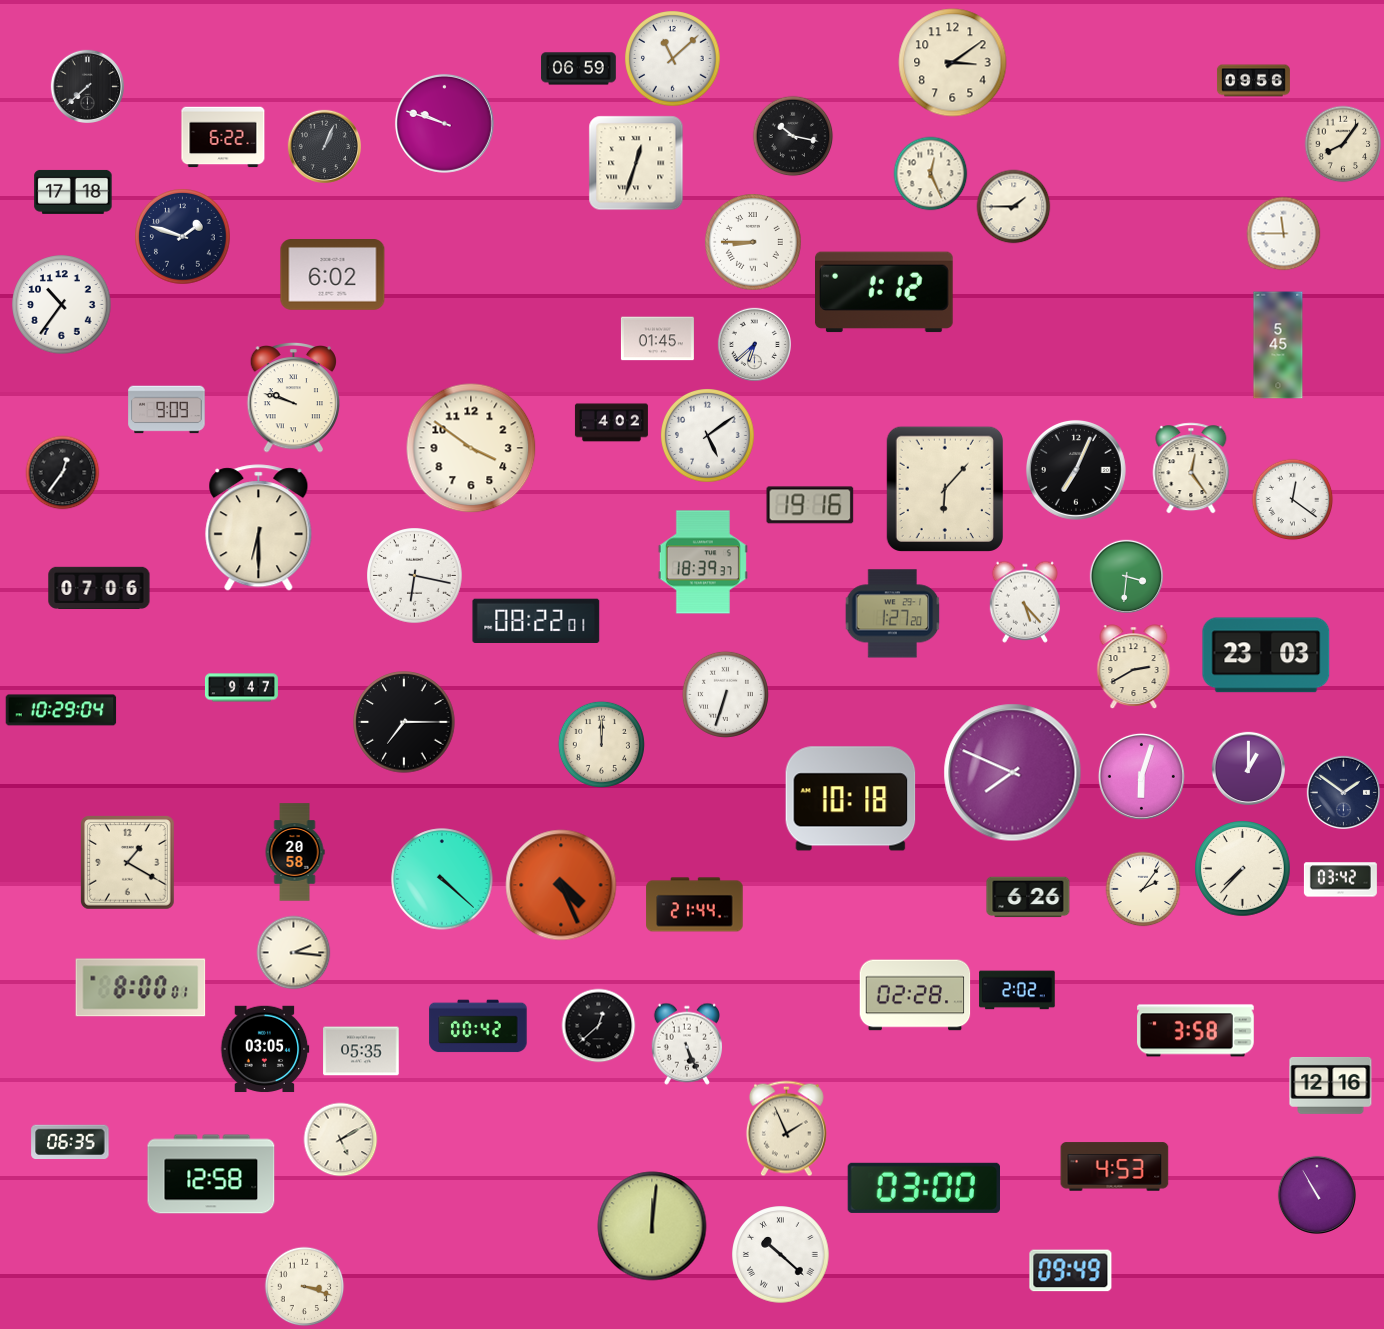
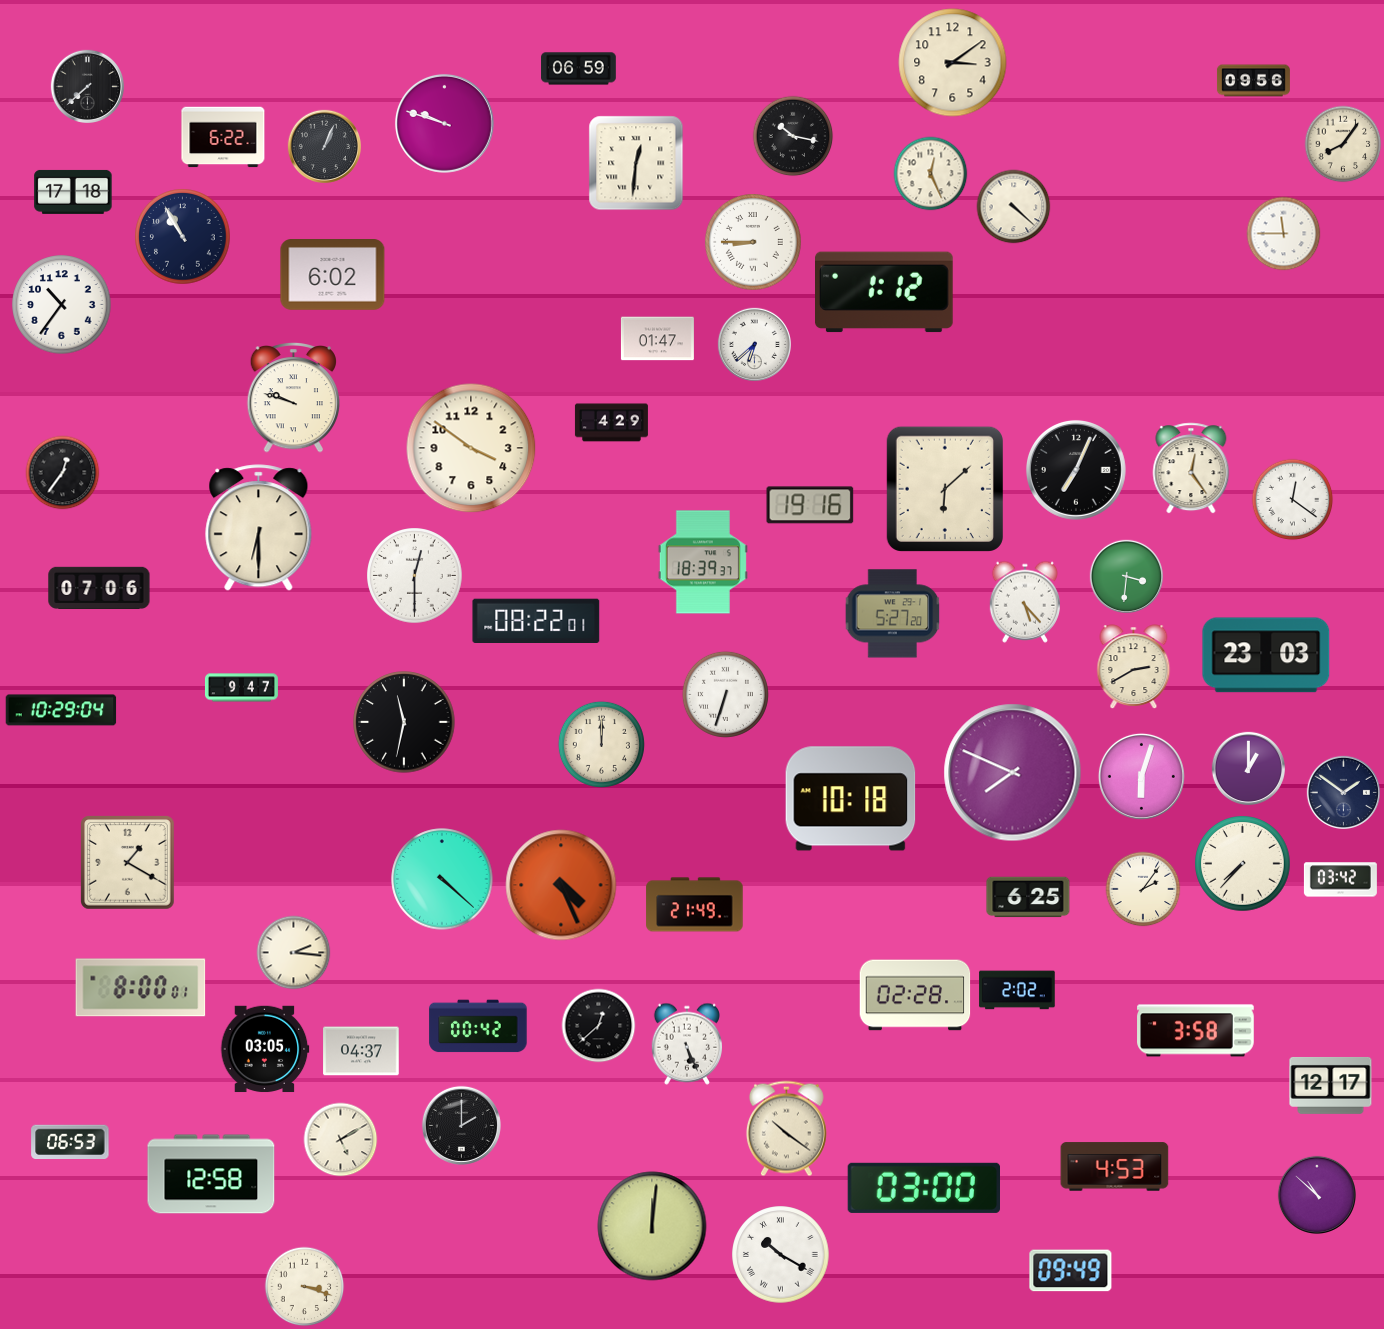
clock at (673, 59): 11:08 -> none
clock at (636, 163): 12:33 -> 12:31
clock at (1014, 207): 1:45 -> 4:22
clock at (183, 237): 1:48 -> 10:55
clock at (657, 339): 01:45 -> 01:47
clock at (1278, 345): 5:45 -> none
clock at (167, 410): 9:09 -> none
clock at (611, 423): 4:02 -> 4:29
clock at (708, 436): 5:09 -> none
clock at (945, 489): 6:07 -> 6:08
clock at (415, 576): 6:17 -> 12:30
clock at (893, 614): 1:27 -> 5:27
clock at (404, 722): 7:15 -> 11:32
clock at (295, 852): 20:58 -> none
clock at (1243, 869) position: (1243, 869) -> (1243, 864)
clock at (1028, 897): 6:26 -> 6:25
clock at (695, 905): 21:44 -> 21:49
clock at (361, 1051): 05:35 -> 04:37
clock at (1331, 1085): 12:16 -> 12:17
clock at (461, 1125): none -> 2:00
clock at (786, 1129): 1:56 -> 10:21
clock at (70, 1141): 06:35 -> 06:53
clock at (1317, 1195): 10:55 -> 10:52
clock at (781, 1255): 10:22 -> 10:20
